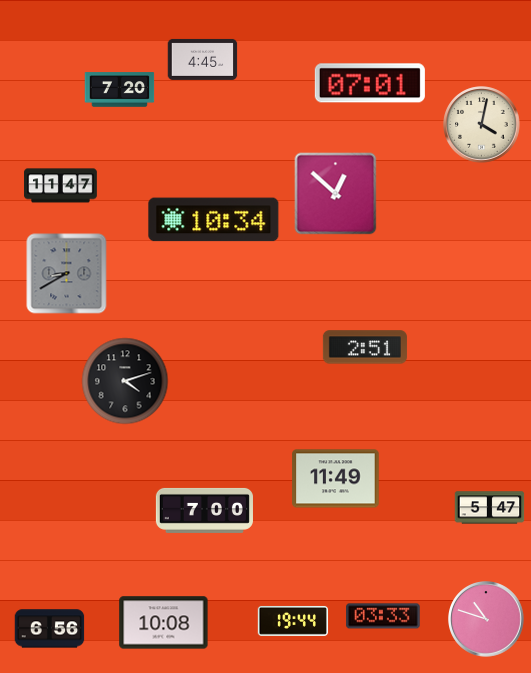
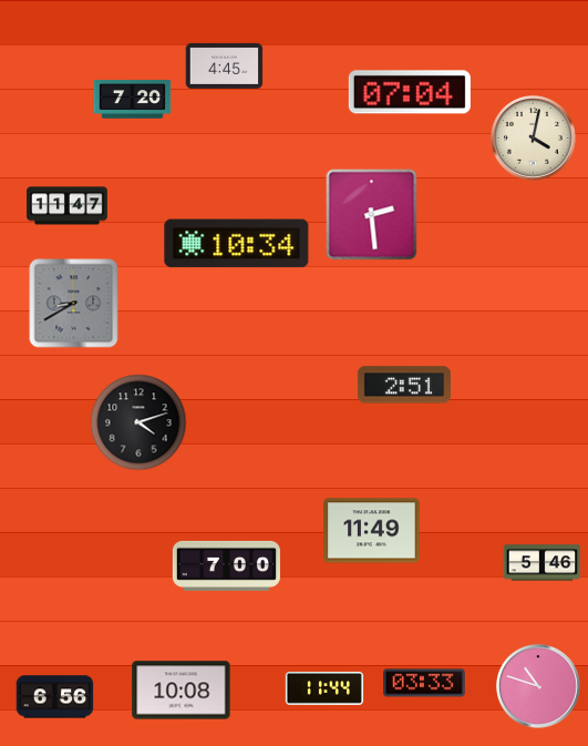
clock at (370, 83): 07:01 -> 07:04
clock at (336, 194): 12:52 -> 2:29
clock at (490, 508): 5:47 -> 5:46
clock at (293, 621): 19:44 -> 11:44
